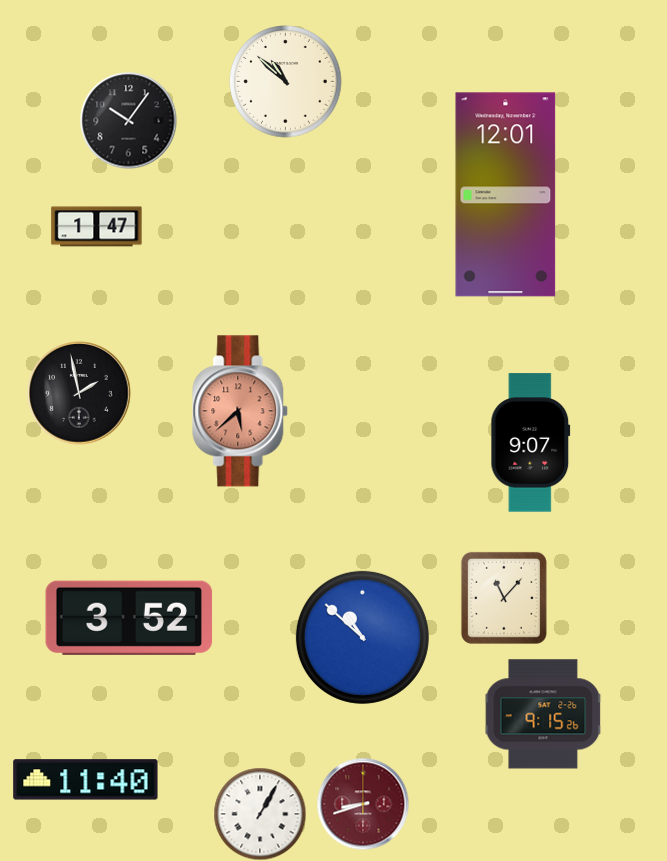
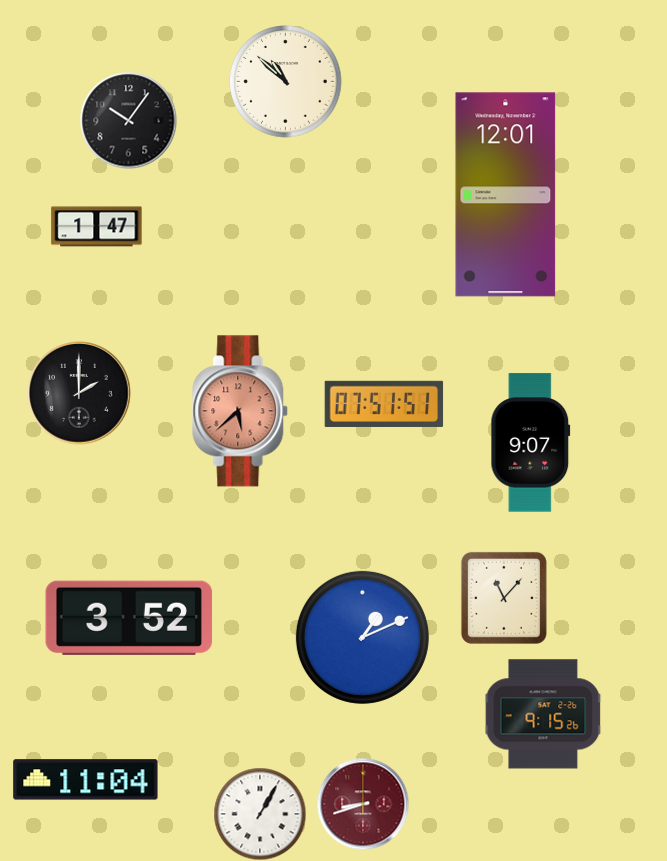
clock at (79, 393): 1:58 -> 2:00
clock at (384, 404): none -> 07:51
clock at (362, 637): 10:52 -> 1:11
clock at (86, 780): 11:40 -> 11:04
